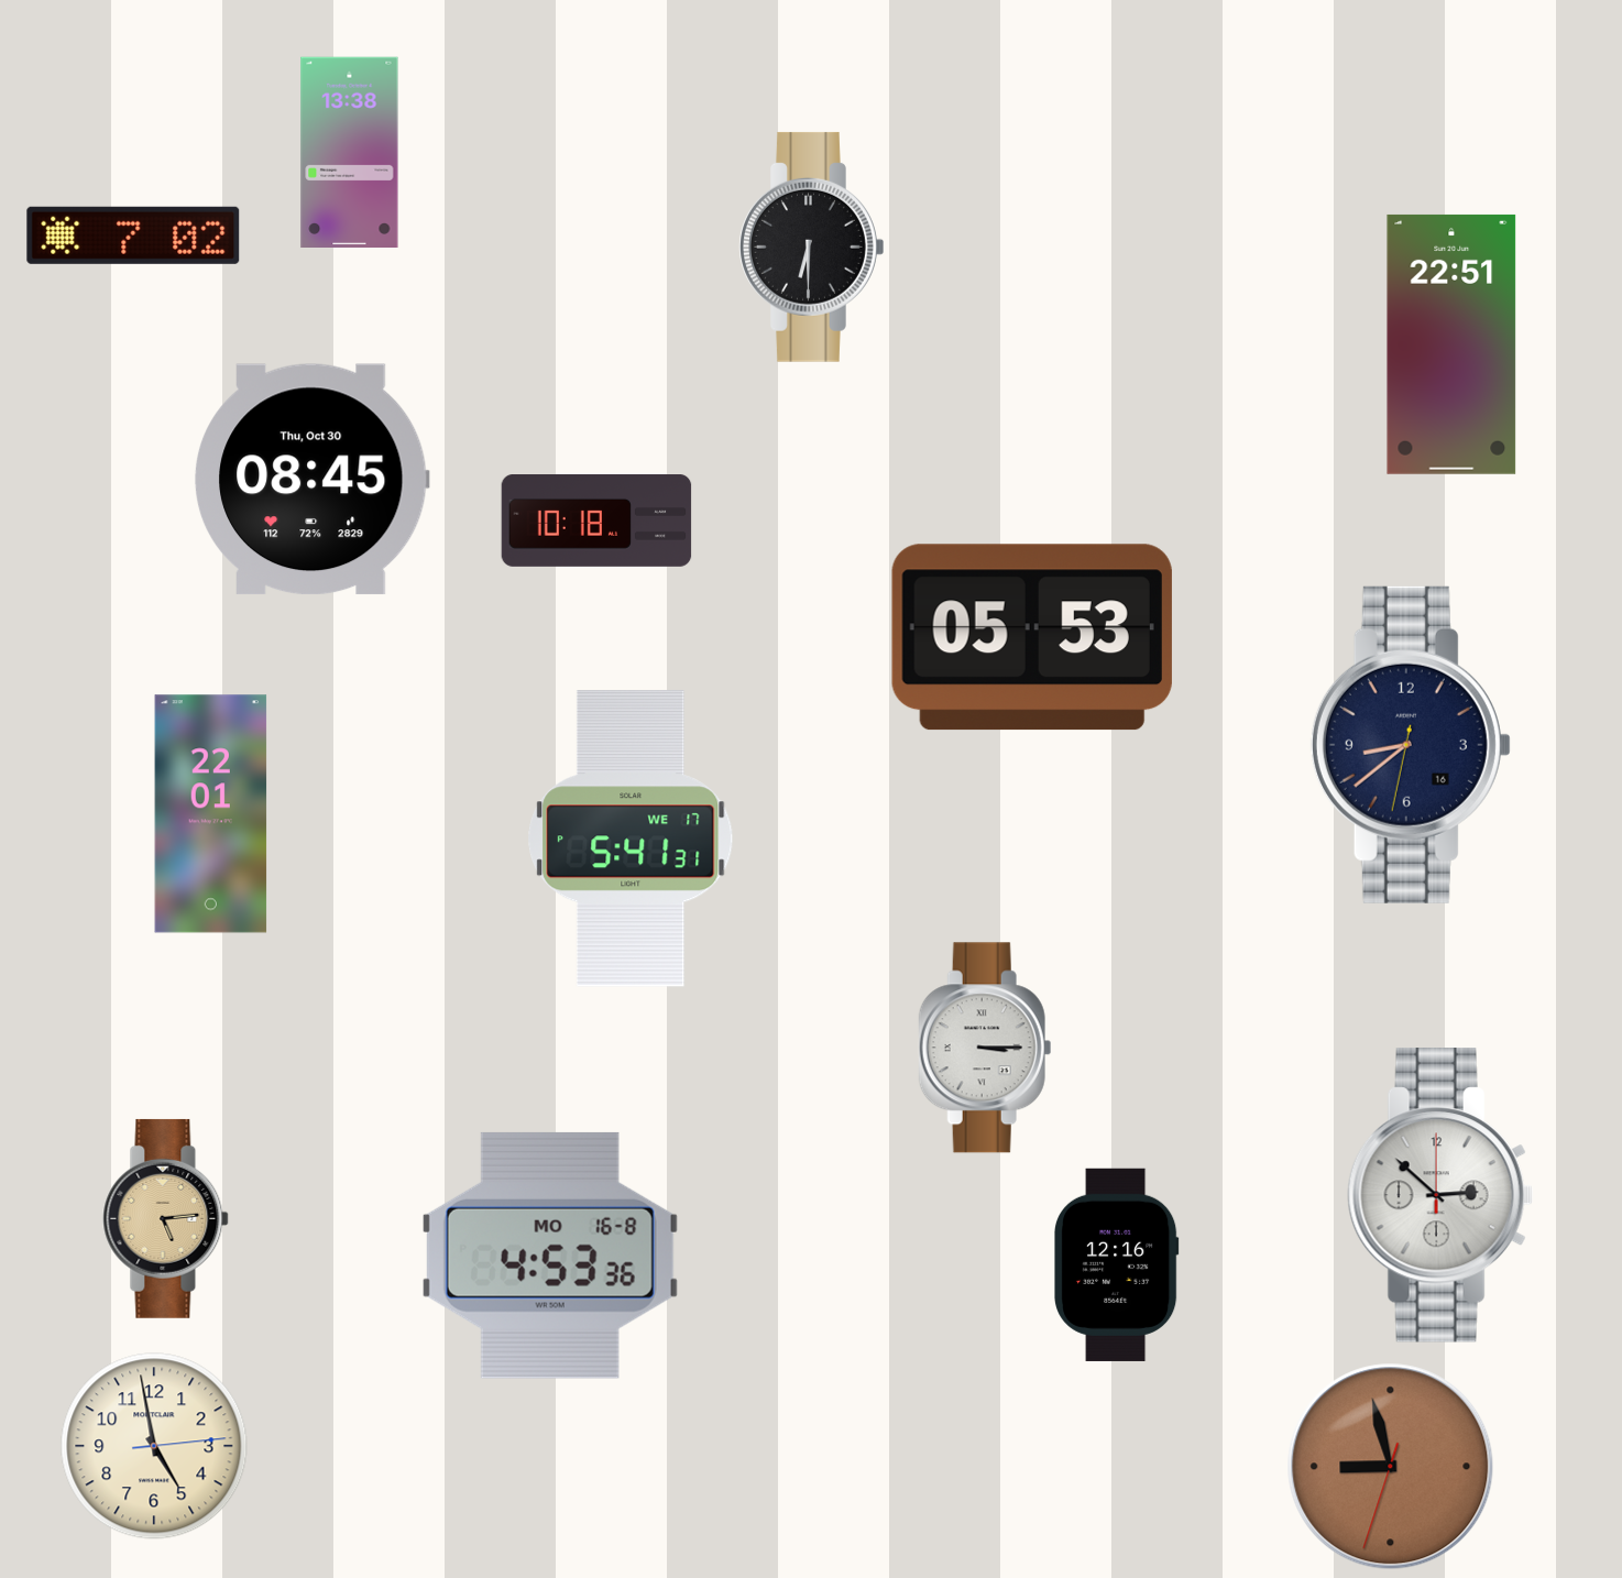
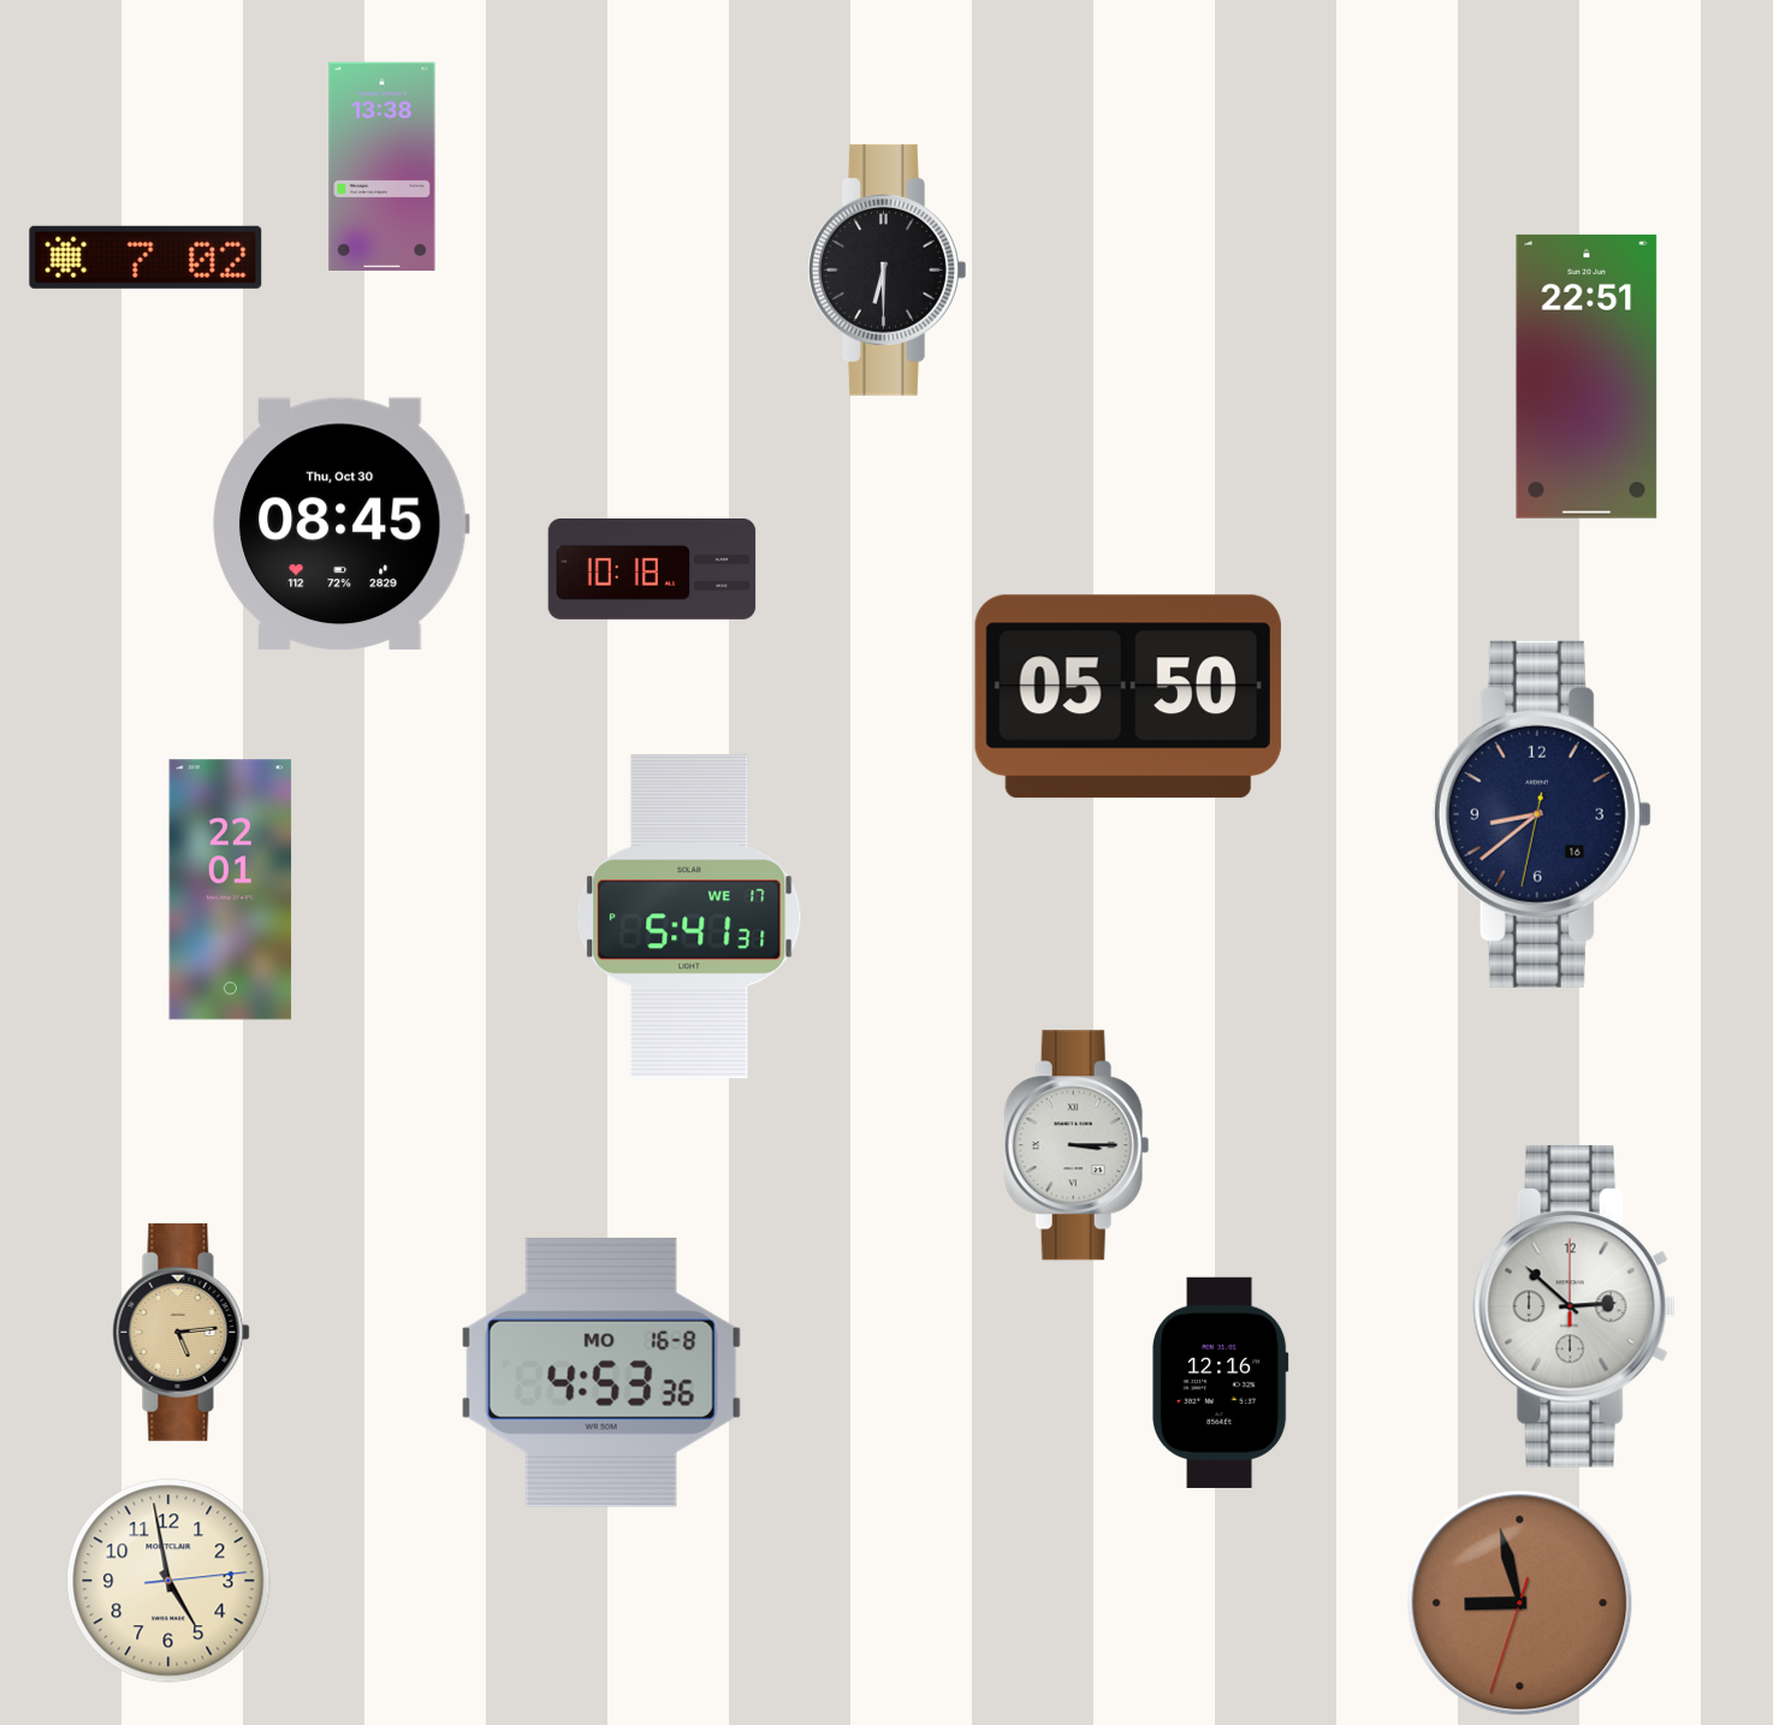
clock at (1032, 637): 05:53 -> 05:50
